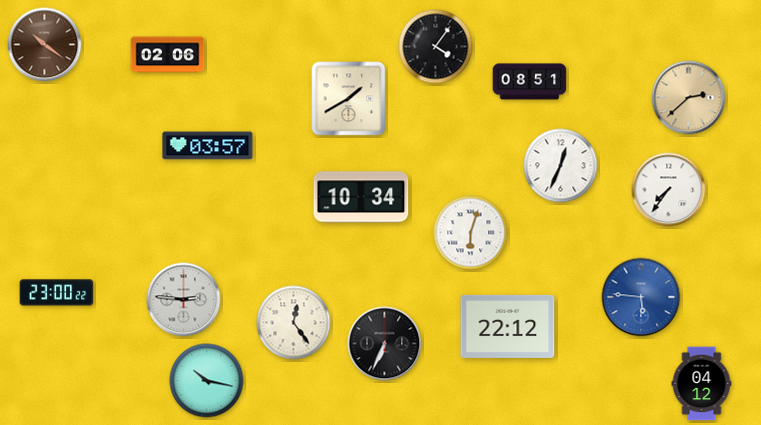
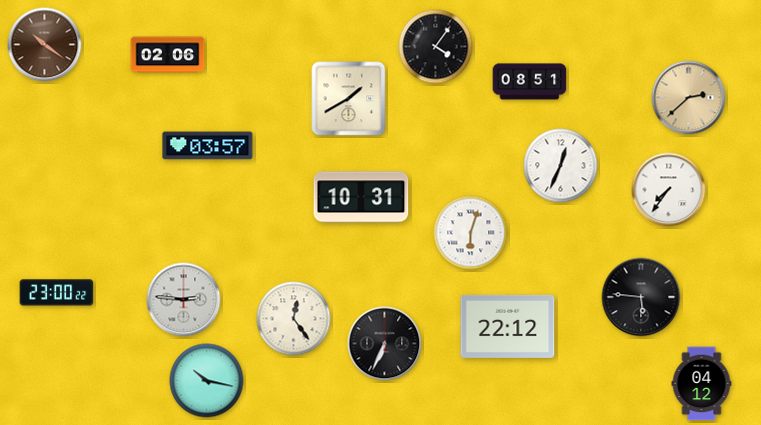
clock at (361, 197): 10:34 -> 10:31
clock at (641, 297) dial: blue -> black
clock at (294, 323) position: (294, 323) -> (294, 319)
